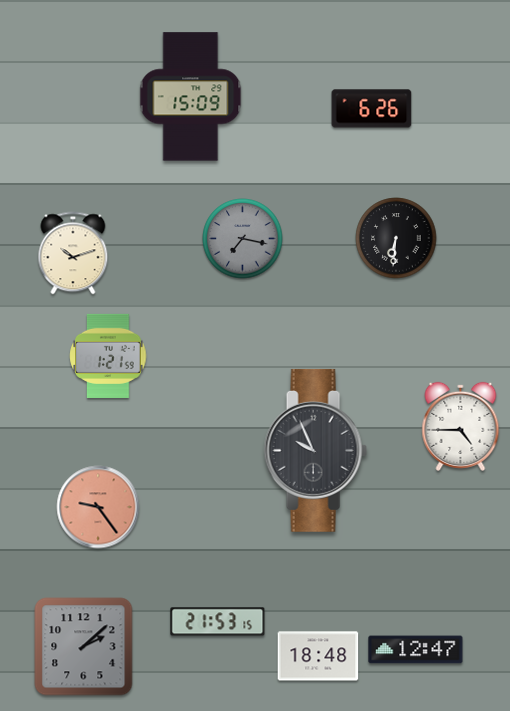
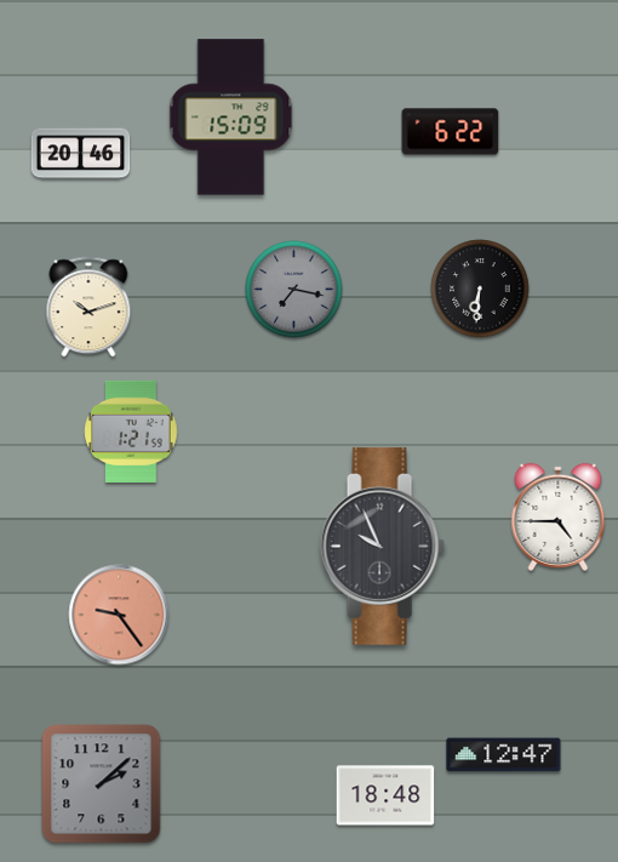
clock at (372, 109): 6:26 -> 6:22
clock at (81, 154): none -> 20:46
clock at (218, 622): 21:53 -> none
clock at (416, 650) position: (416, 650) -> (504, 755)
